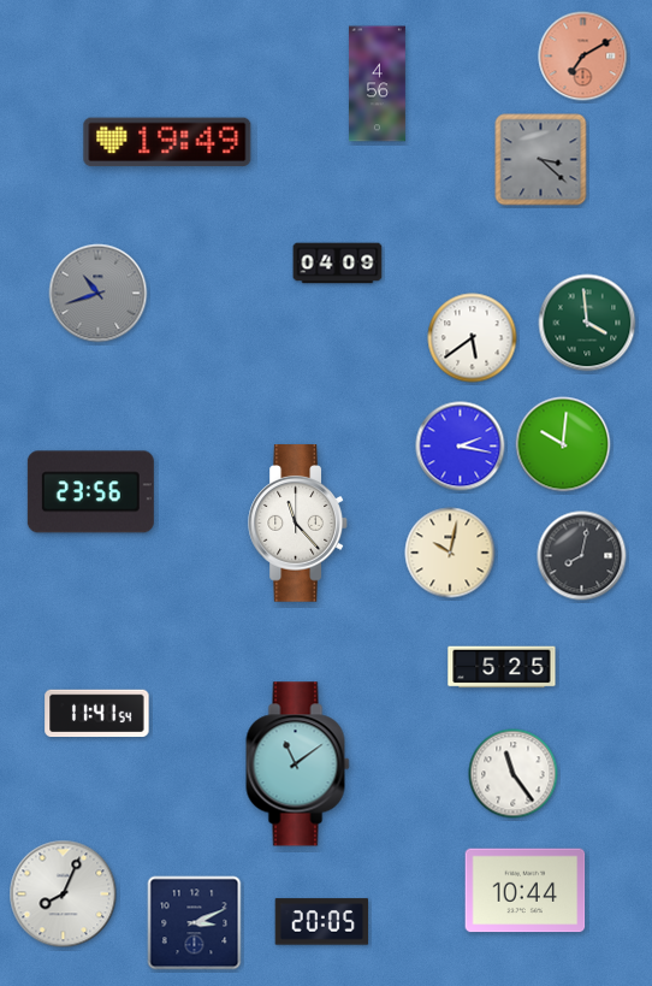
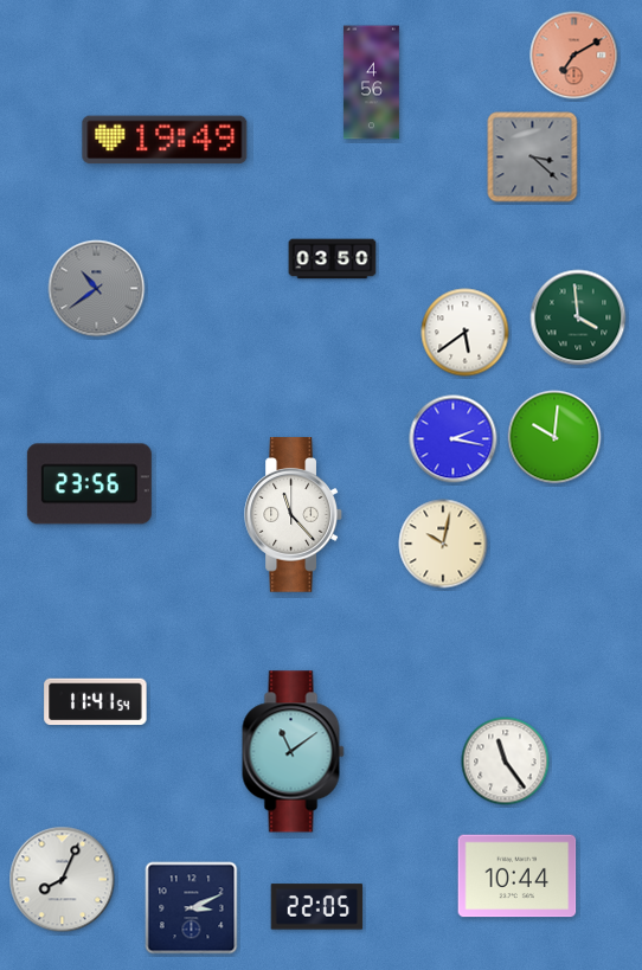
clock at (338, 264): 04:09 -> 03:50
clock at (99, 294): 10:42 -> 10:39
clock at (582, 556): 8:02 -> none
clock at (502, 667): 5:25 -> none
clock at (322, 922): 20:05 -> 22:05
